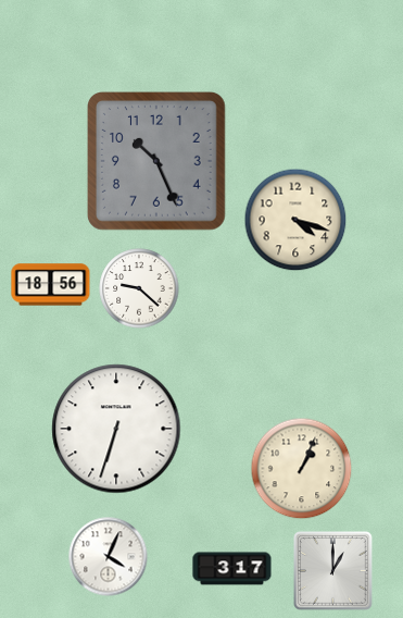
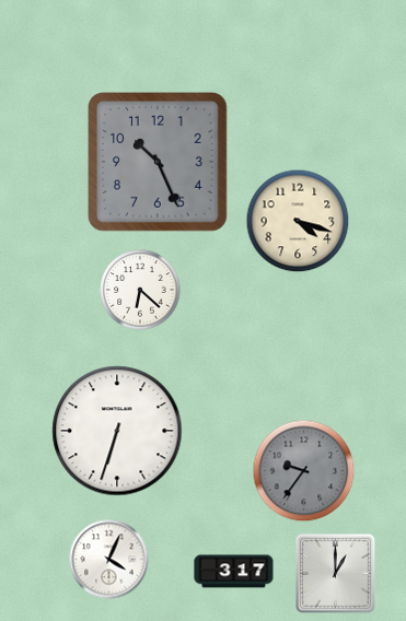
clock at (51, 285): 18:56 -> none
clock at (139, 288): 9:22 -> 6:22
clock at (302, 469): 1:04 -> 9:36
clock at (302, 469) dial: cream -> grey
